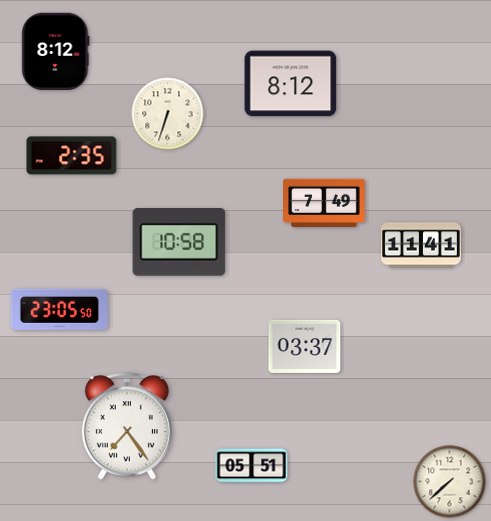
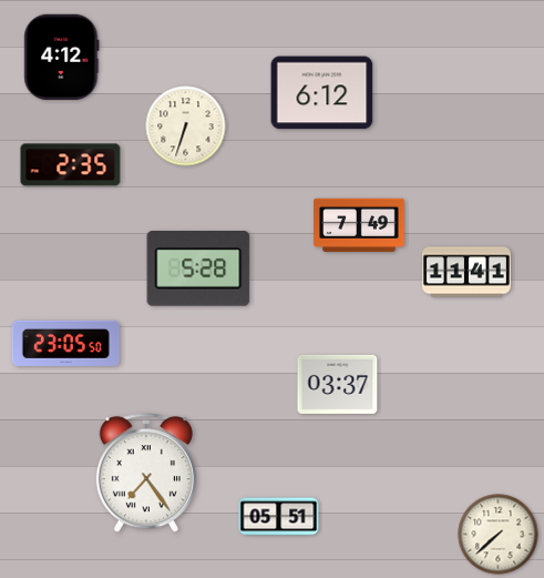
clock at (56, 52): 8:12 -> 4:12
clock at (291, 84): 8:12 -> 6:12
clock at (72, 156) position: (72, 156) -> (71, 165)
clock at (179, 242): 10:58 -> 5:28
clock at (127, 427) position: (127, 427) -> (146, 474)
